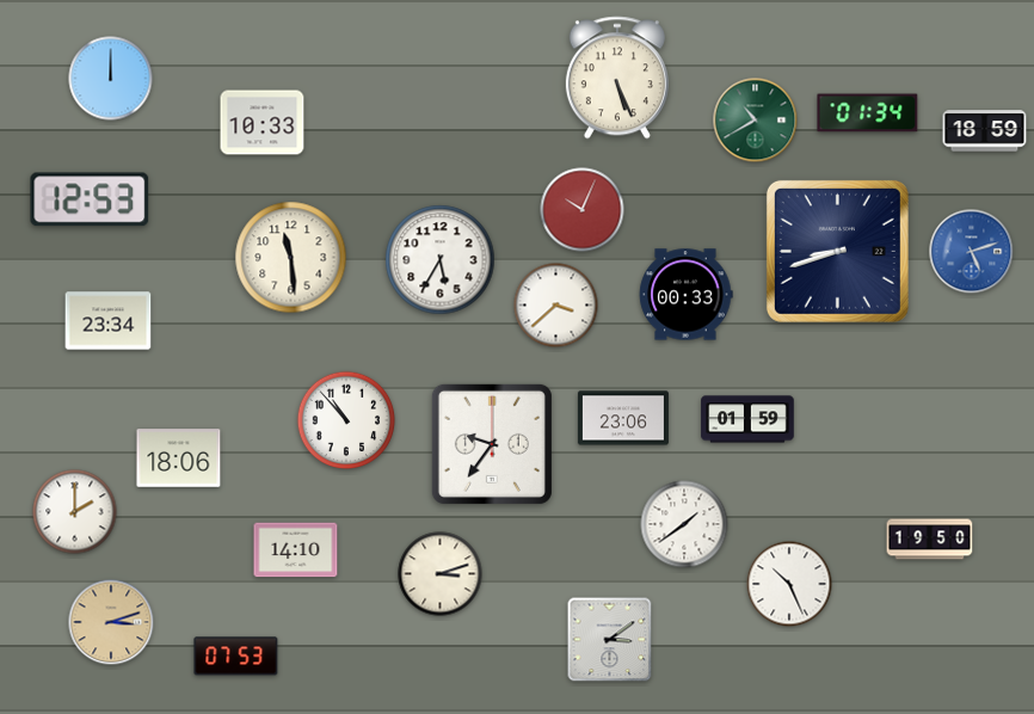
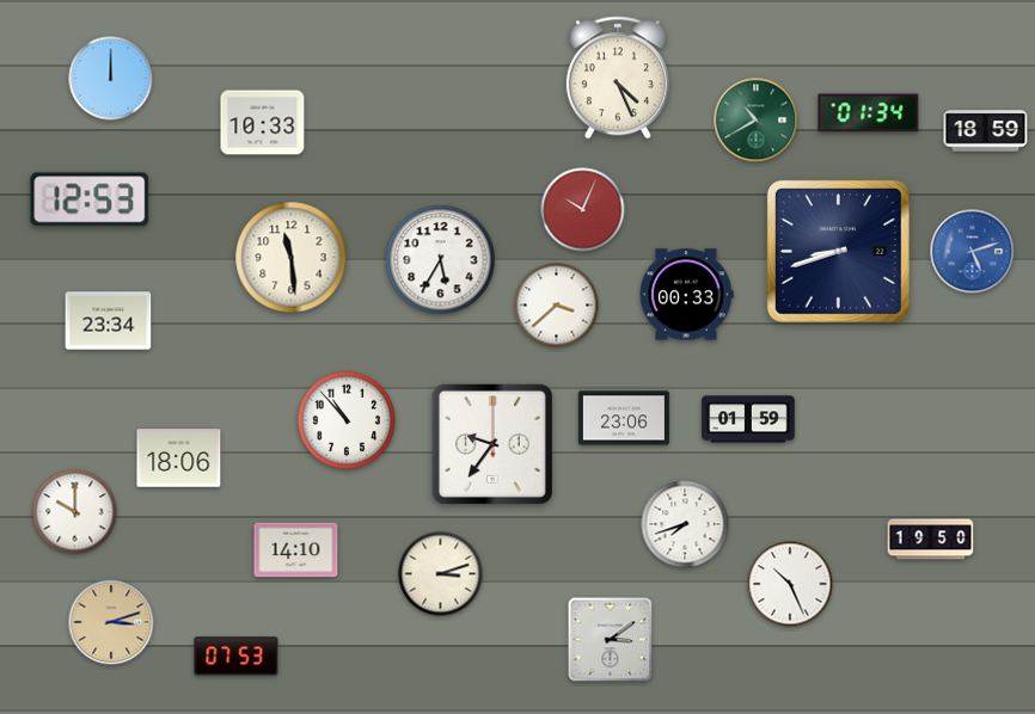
clock at (617, 78): 5:26 -> 4:26
clock at (75, 512): 2:00 -> 10:00
clock at (684, 524): 1:39 -> 7:42
